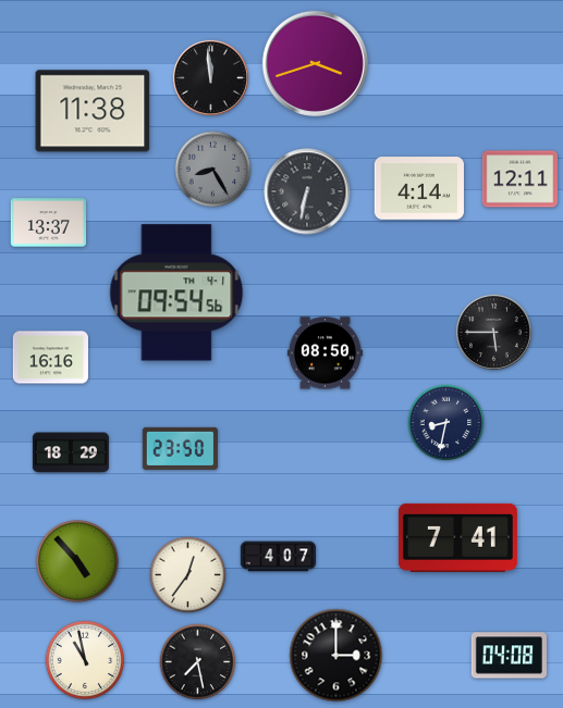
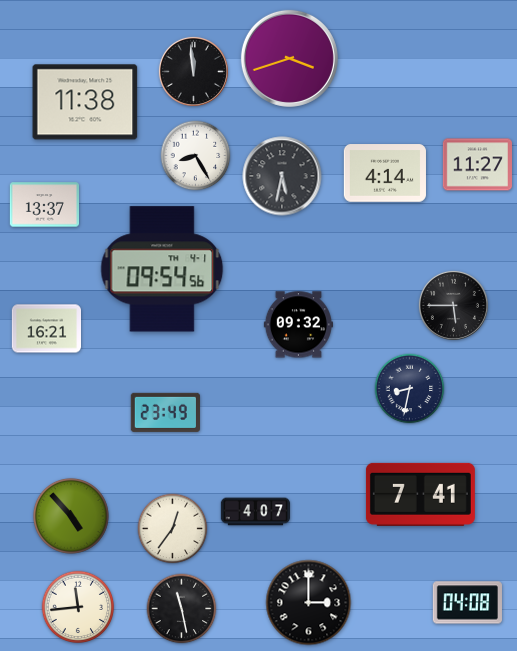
clock at (213, 170) dial: grey -> white
clock at (519, 179): 12:11 -> 11:27
clock at (307, 191): 6:32 -> 5:32
clock at (325, 353): 08:50 -> 09:32
clock at (50, 358): 16:16 -> 16:21
clock at (180, 448): 23:50 -> 23:49
clock at (71, 452): 18:29 -> none
clock at (85, 660): 10:58 -> 11:44
clock at (198, 662): 7:28 -> 11:28
